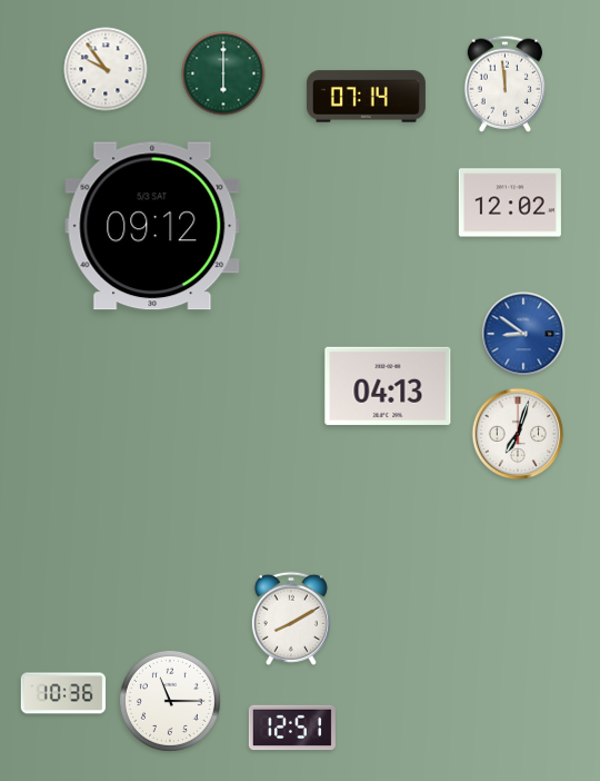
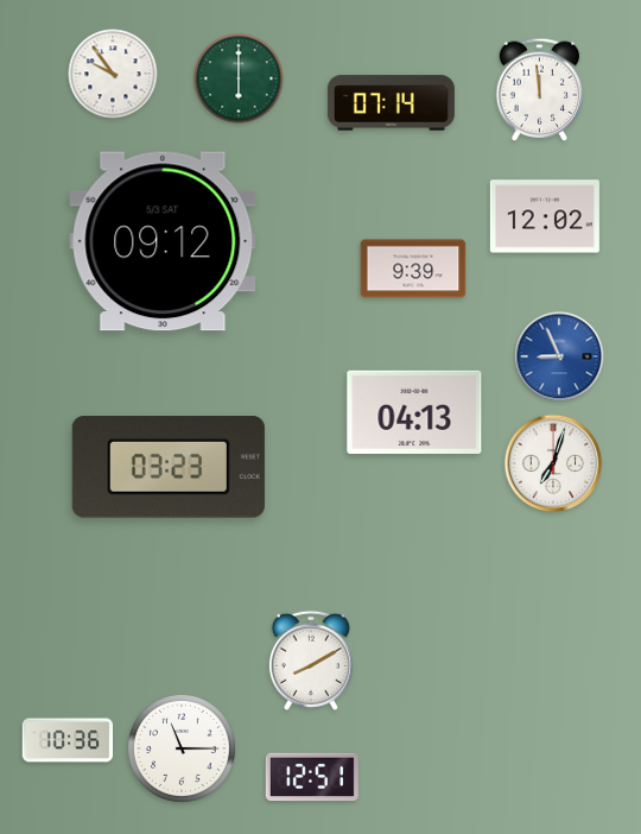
clock at (413, 268): none -> 9:39
clock at (523, 334): 8:51 -> 8:56
clock at (169, 467): none -> 03:23
